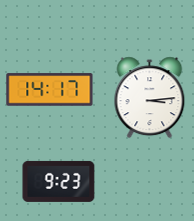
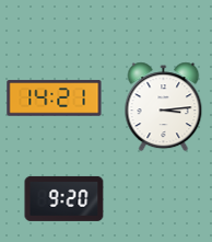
clock at (50, 90): 14:17 -> 14:21
clock at (59, 181): 9:23 -> 9:20
